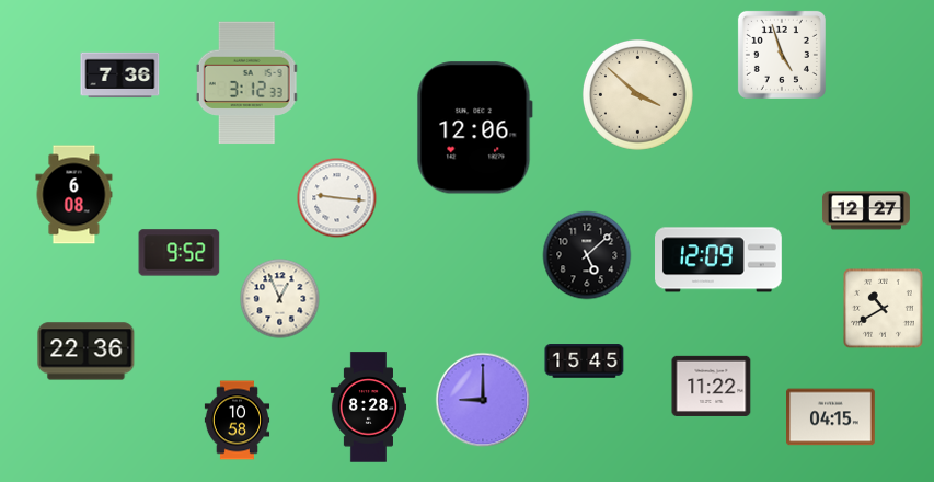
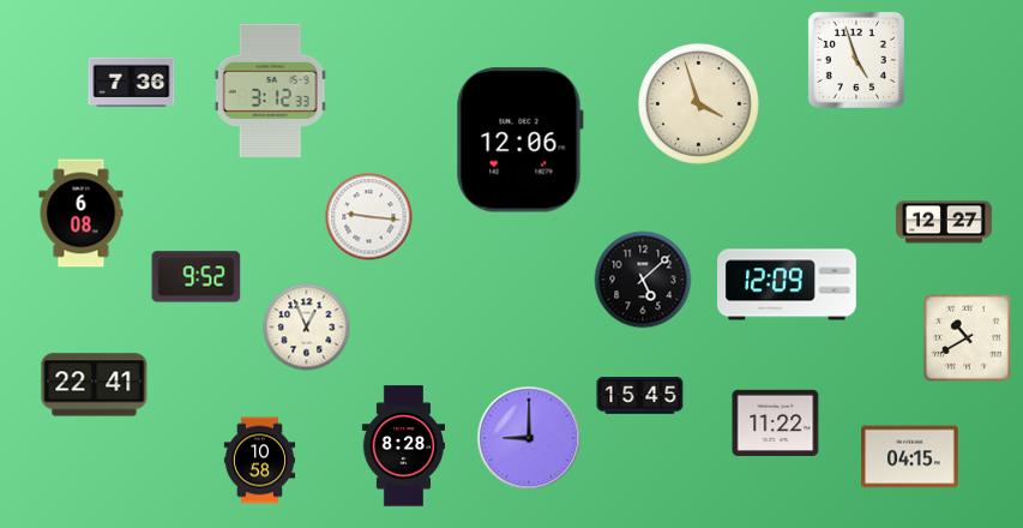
clock at (637, 94): 3:52 -> 3:57
clock at (866, 210) position: (866, 210) -> (944, 222)
clock at (87, 352): 22:36 -> 22:41
clock at (712, 386) position: (712, 386) -> (776, 422)
